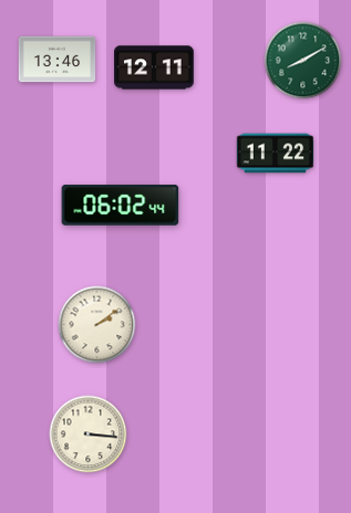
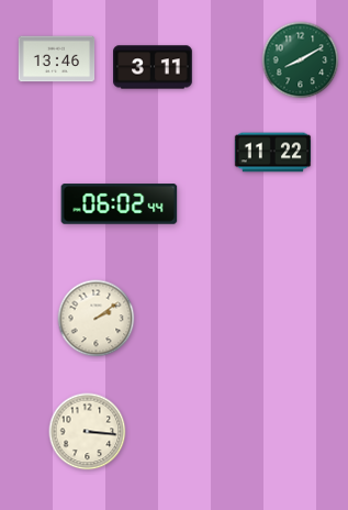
clock at (154, 67): 12:11 -> 3:11
clock at (97, 325) position: (97, 325) -> (97, 319)
